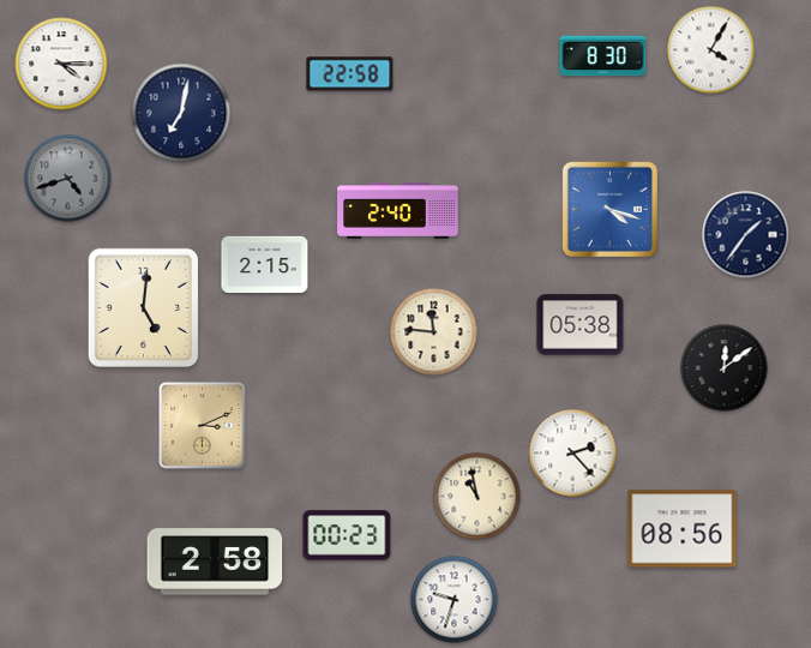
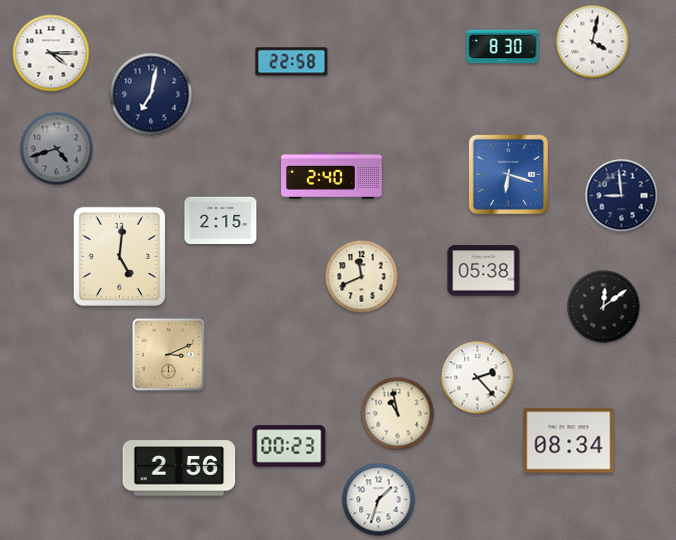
clock at (711, 50): 4:05 -> 4:02
clock at (609, 209): 4:18 -> 6:18
clock at (746, 235): 1:36 -> 8:59
clock at (434, 332): 11:46 -> 11:41
clock at (683, 529): 08:56 -> 08:34
clock at (215, 562): 2:58 -> 2:56
clock at (455, 600): 9:33 -> 1:33
